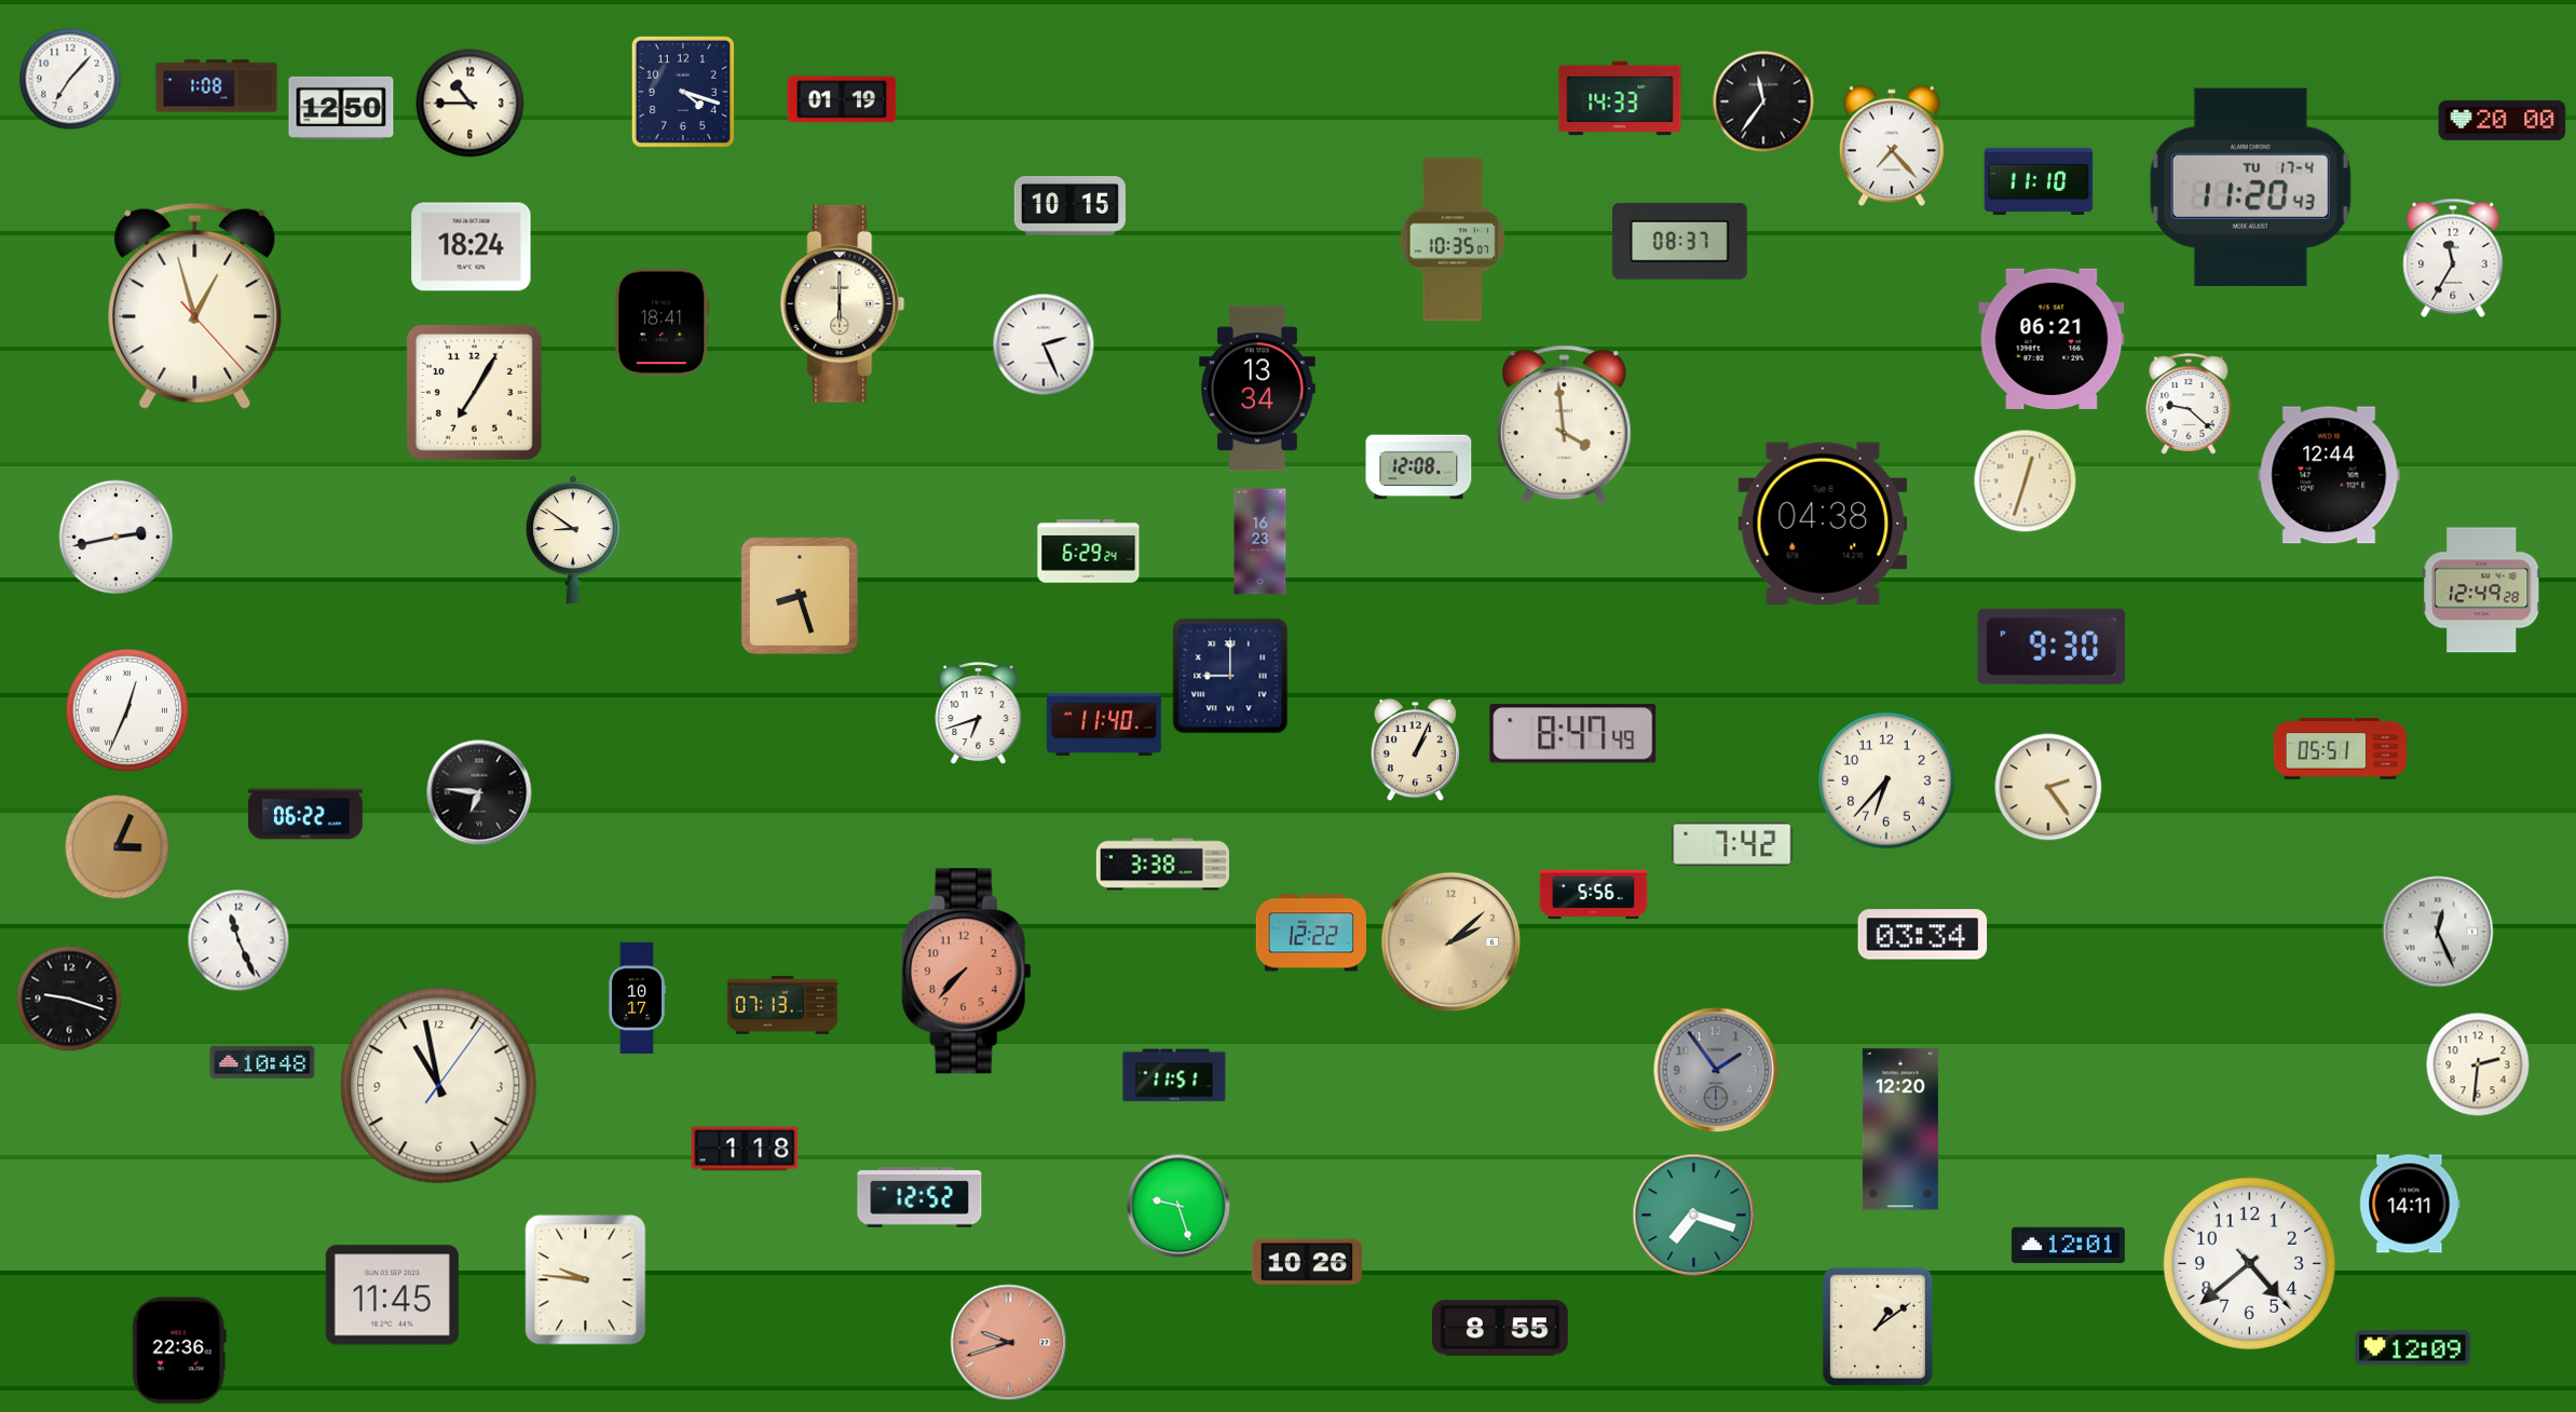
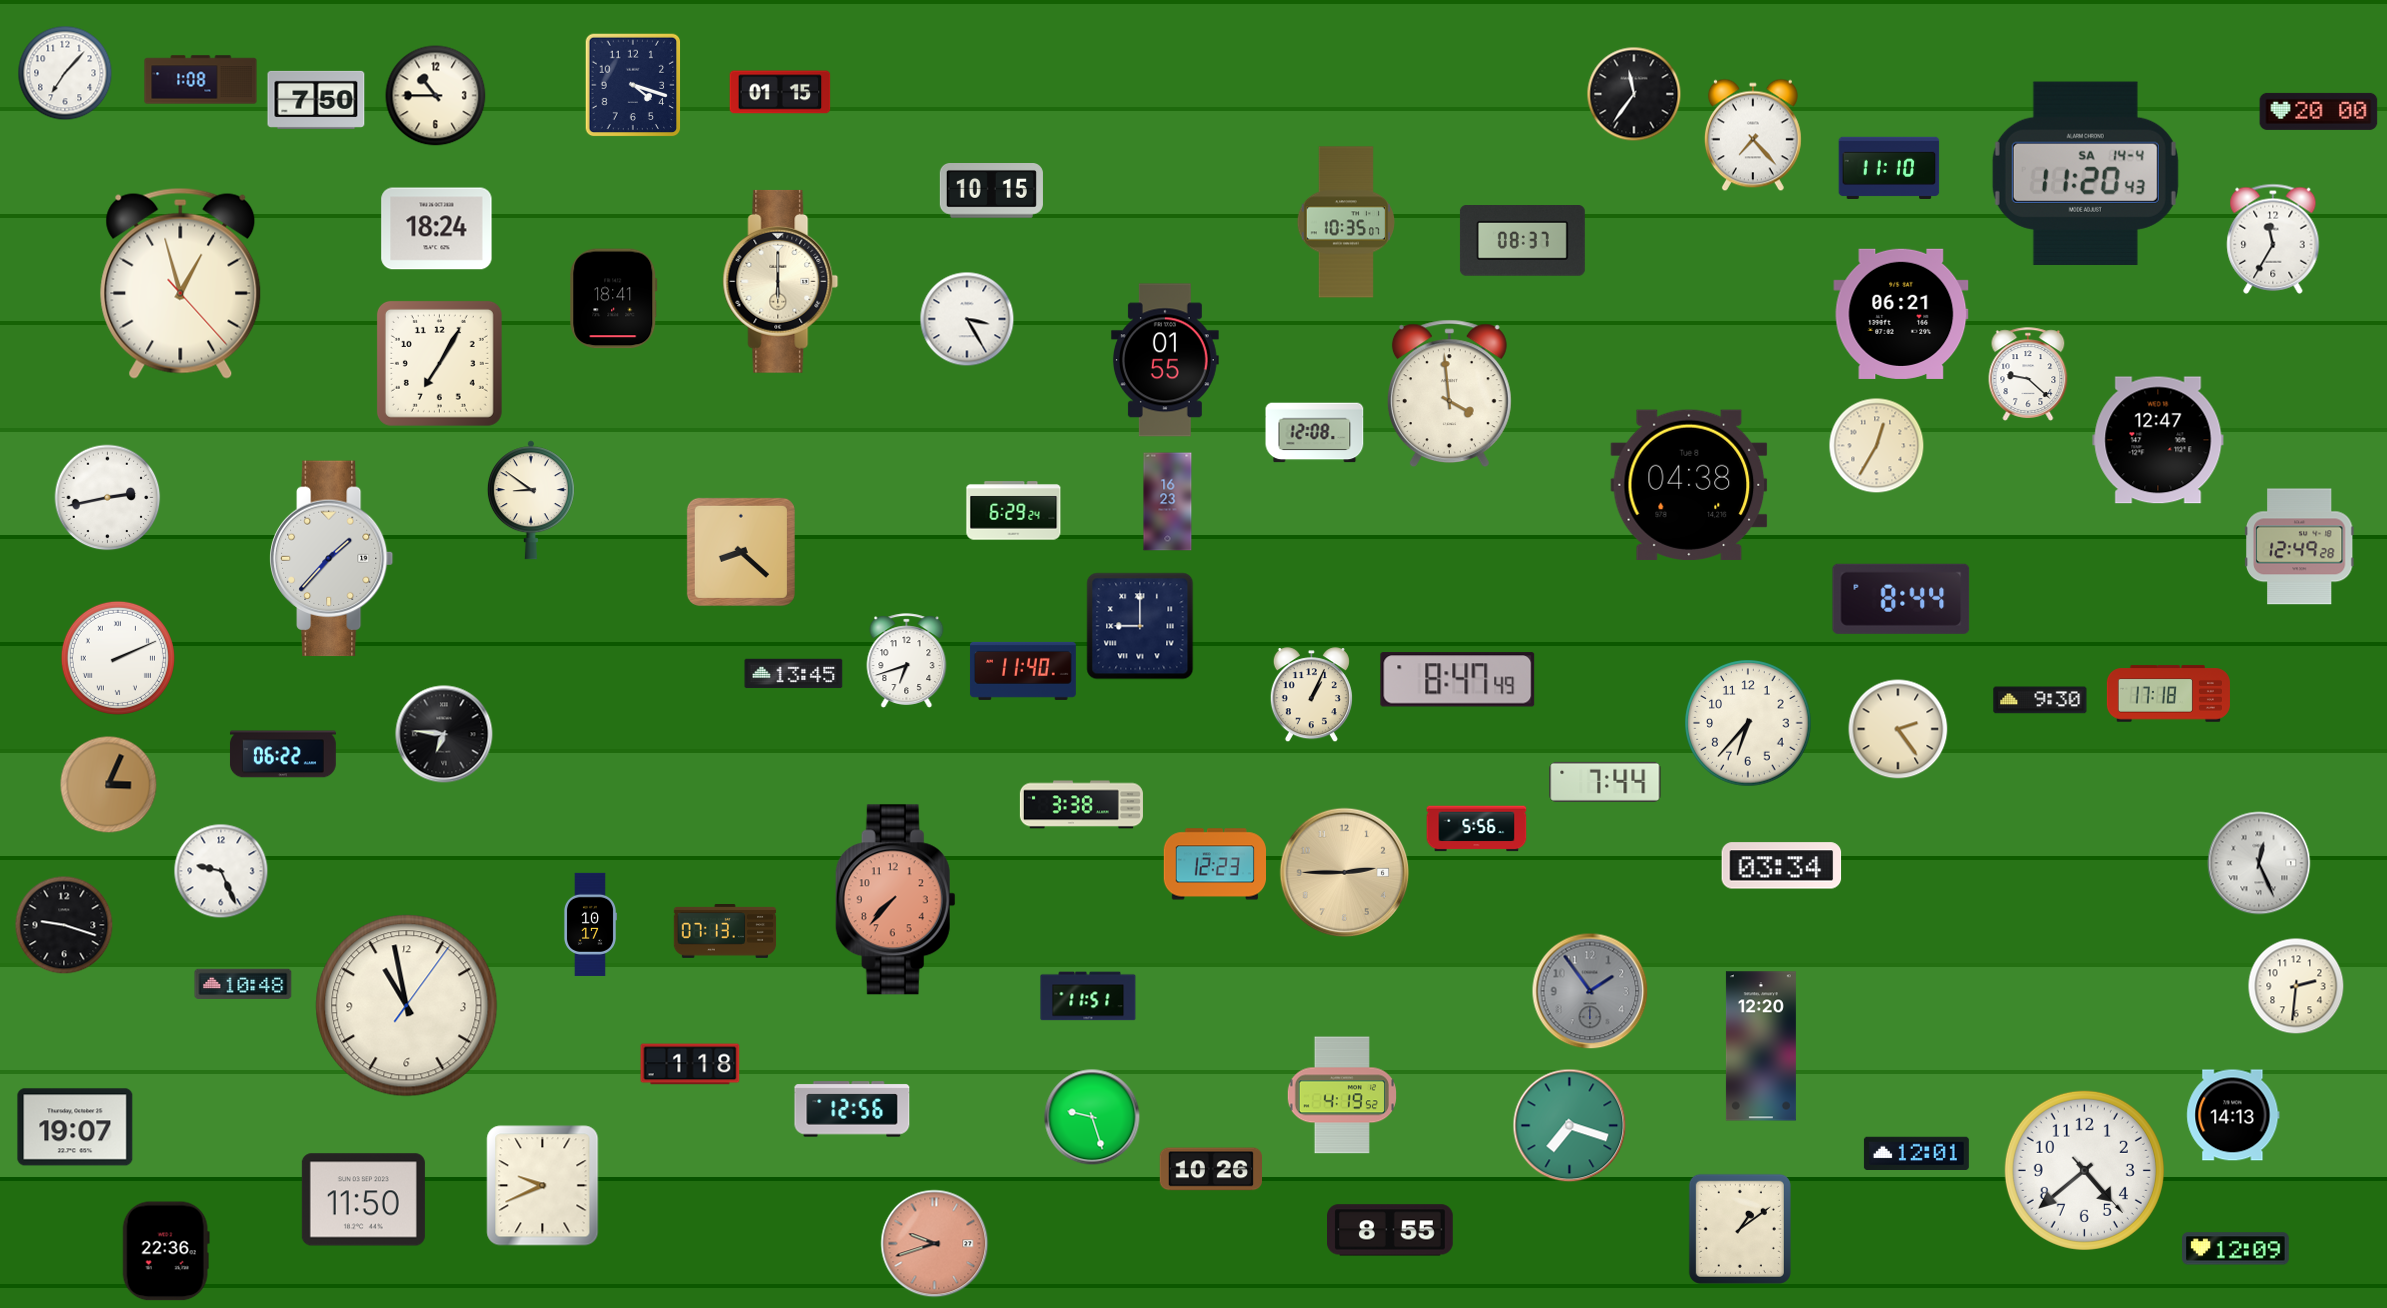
clock at (1620, 98): 14:33 -> none
clock at (842, 99): 01:19 -> 01:15
clock at (341, 108): 12:50 -> 7:50
clock at (2250, 187) date: TU 17-4 -> SA 14-4
clock at (1679, 242) position: (1679, 242) -> (1522, 241)
clock at (1044, 344): 2:26 -> 3:25
clock at (1257, 389): 13:34 -> 01:55
clock at (2329, 475): 12:44 -> 12:47
clock at (2026, 481): 12:33 -> 12:35
clock at (1089, 552) position: (1089, 552) -> (1014, 511)
clock at (800, 596): 8:27 -> 8:22
clock at (332, 559): none -> 1:37
clock at (2052, 647): 9:30 -> 8:44
clock at (127, 710): 12:34 -> 2:11
clock at (794, 674): none -> 13:45
clock at (2340, 749): 05:51 -> 17:18
clock at (2040, 700): none -> 9:30
clock at (1732, 844): 7:42 -> 7:44
clock at (1162, 865) position: (1162, 865) -> (1081, 805)
clock at (1310, 933): 12:22 -> 12:23
clock at (238, 940): 11:26 -> 9:26
clock at (1451, 942): 2:08 -> 2:45
clock at (1341, 1095): none -> 4:19
clock at (919, 1197): 12:52 -> 12:56
clock at (2410, 1204): 14:11 -> 14:13
clock at (75, 1127): none -> 19:07
clock at (586, 1280): 9:46 -> 9:41
clock at (392, 1295): 11:45 -> 11:50
